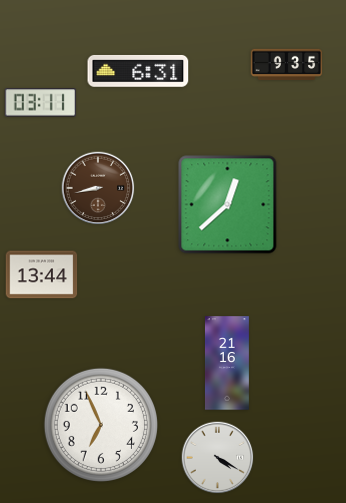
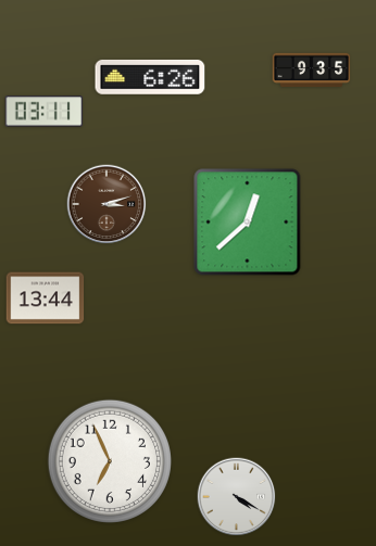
clock at (138, 71): 6:31 -> 6:26
clock at (98, 188): 8:43 -> 3:12
clock at (227, 363): 21:16 -> none
